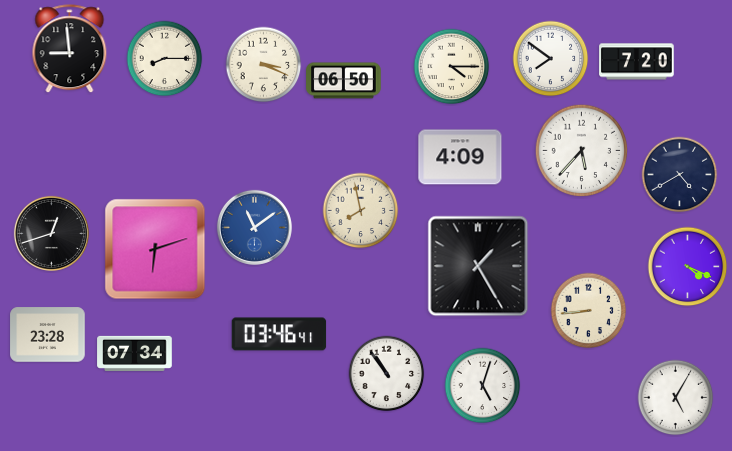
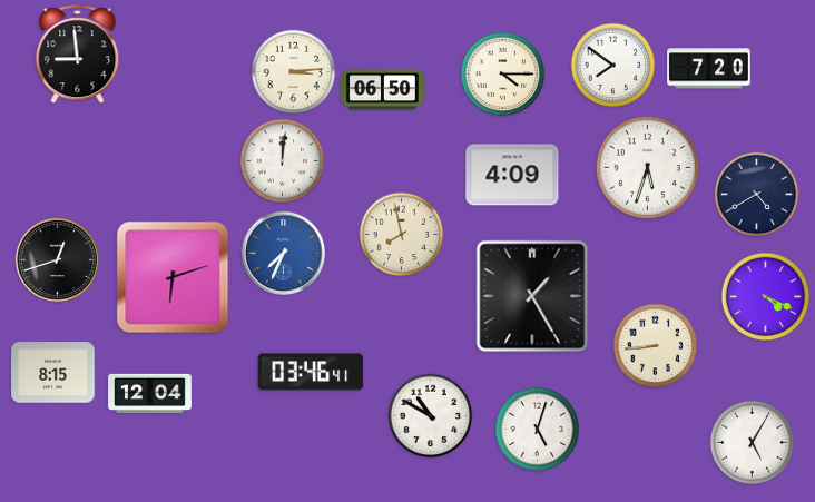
clock at (165, 59): 8:15 -> none
clock at (264, 65): 3:19 -> 3:14
clock at (283, 161): none -> 12:01
clock at (582, 151): 5:37 -> 5:33
clock at (254, 227): 11:09 -> 7:34
clock at (48, 335): 23:28 -> 8:15
clock at (135, 353): 07:34 -> 12:04
clock at (387, 374): 10:54 -> 10:50
